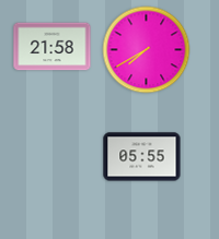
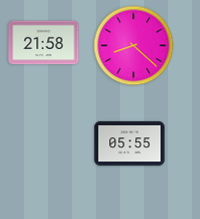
clock at (53, 47) position: (53, 47) -> (44, 43)
clock at (147, 50): 7:40 -> 8:22
